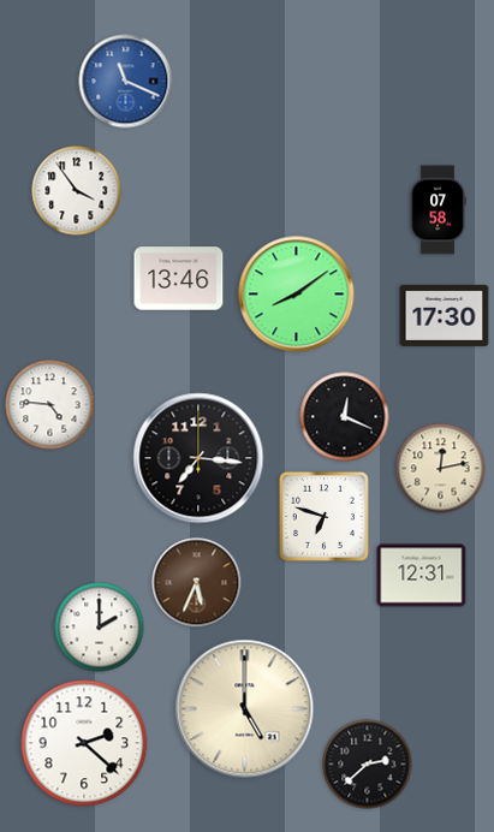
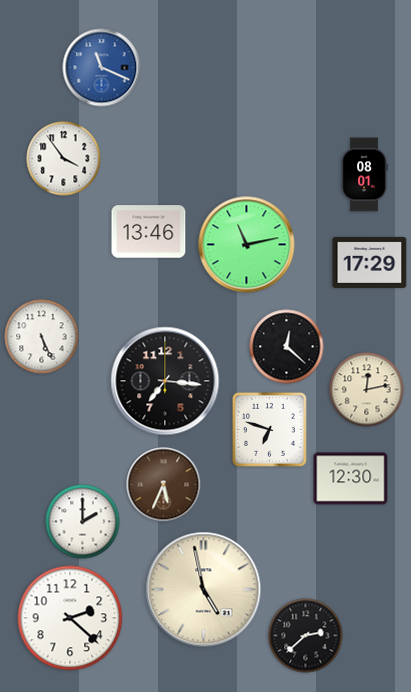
clock at (126, 82) position: (126, 82) -> (102, 68)
clock at (438, 210): 07:58 -> 08:01
clock at (297, 295): 8:09 -> 11:13
clock at (445, 315): 17:30 -> 17:29
clock at (50, 405): 4:46 -> 5:26
clock at (345, 417): 12:19 -> 12:22
clock at (422, 576): 12:31 -> 12:30
clock at (245, 709): 5:00 -> 4:58
